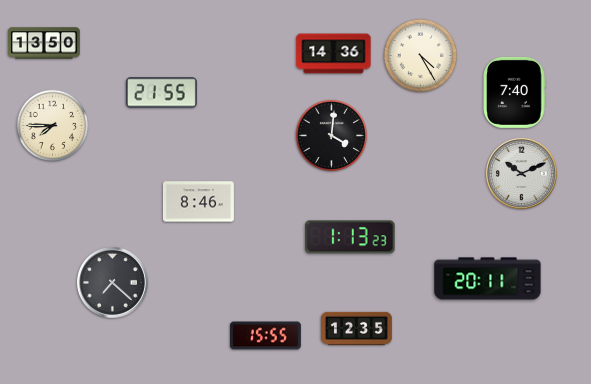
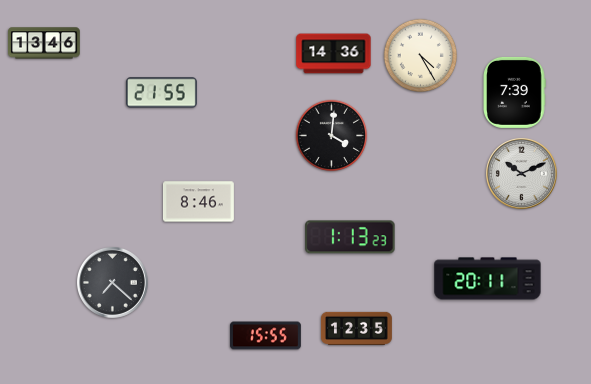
clock at (44, 43): 13:50 -> 13:46
clock at (514, 92): 7:40 -> 7:39
clock at (53, 126): 7:45 -> none
